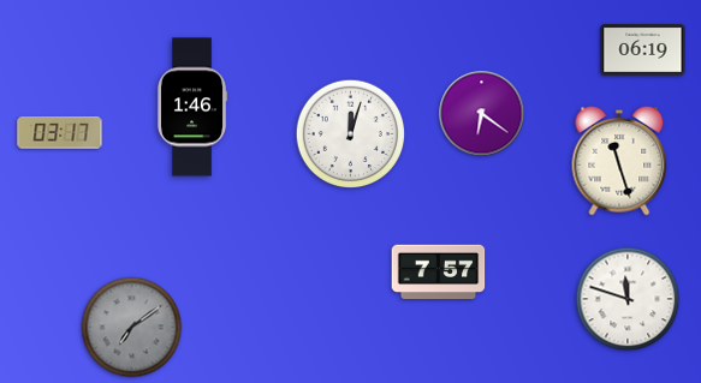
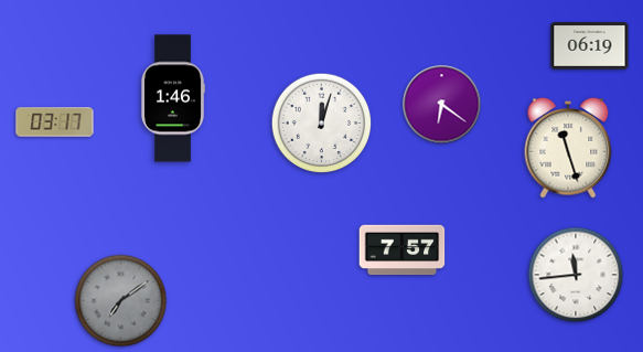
clock at (192, 107) position: (192, 107) -> (173, 98)
clock at (628, 299): 11:48 -> 11:44
